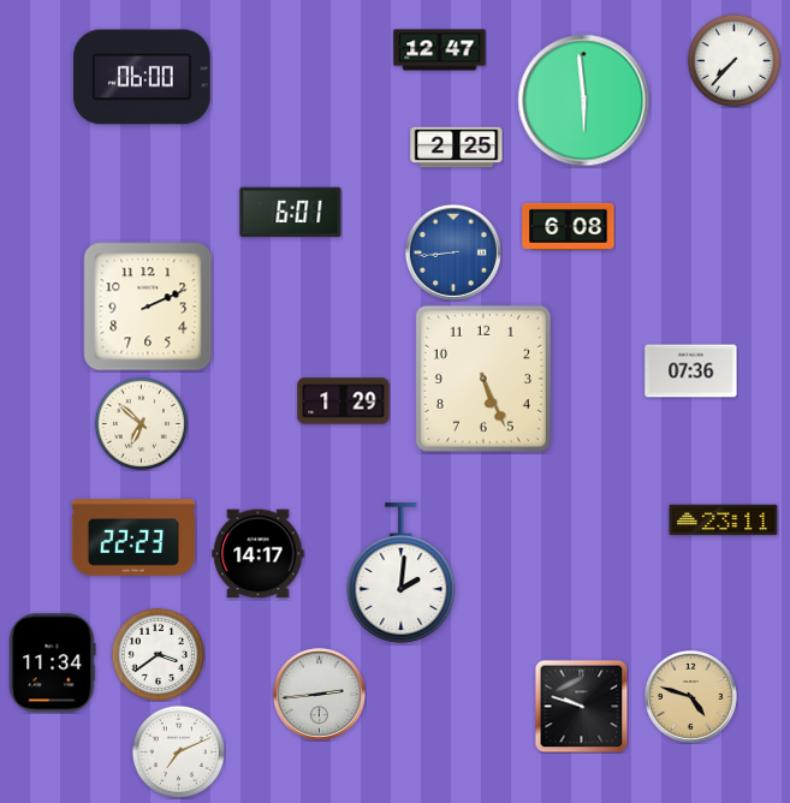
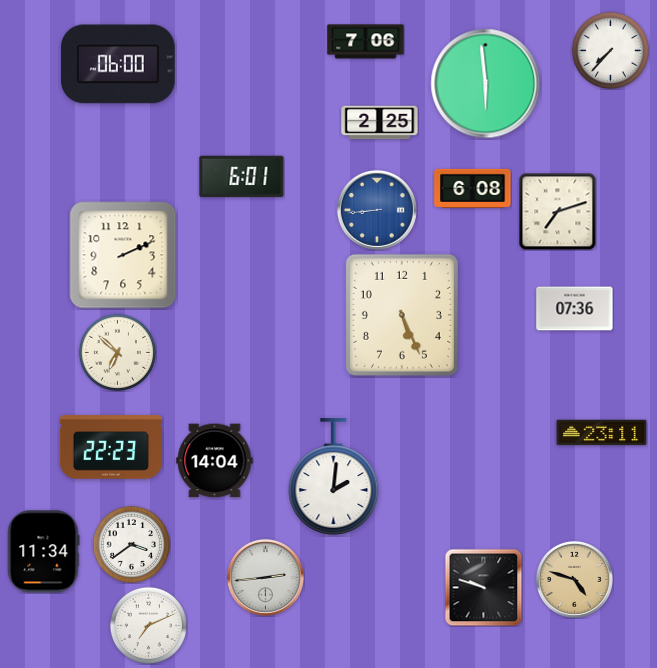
clock at (440, 50): 12:47 -> 7:06
clock at (557, 211): none -> 7:12
clock at (344, 401): 1:29 -> none
clock at (259, 554): 14:17 -> 14:04
